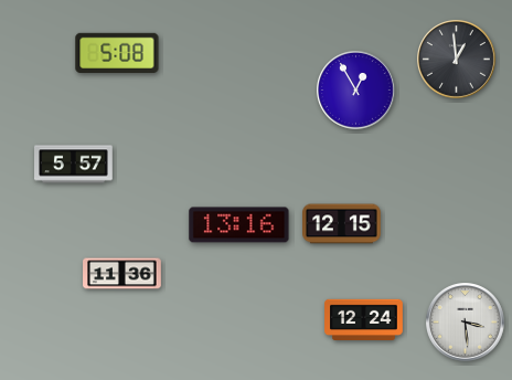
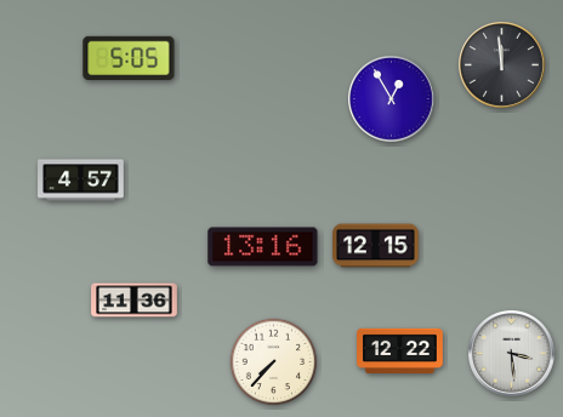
clock at (117, 52): 5:08 -> 5:05
clock at (457, 60): 12:59 -> 11:59
clock at (74, 165): 5:57 -> 4:57
clock at (364, 319): 12:24 -> 12:22
clock at (274, 362): none -> 7:37
